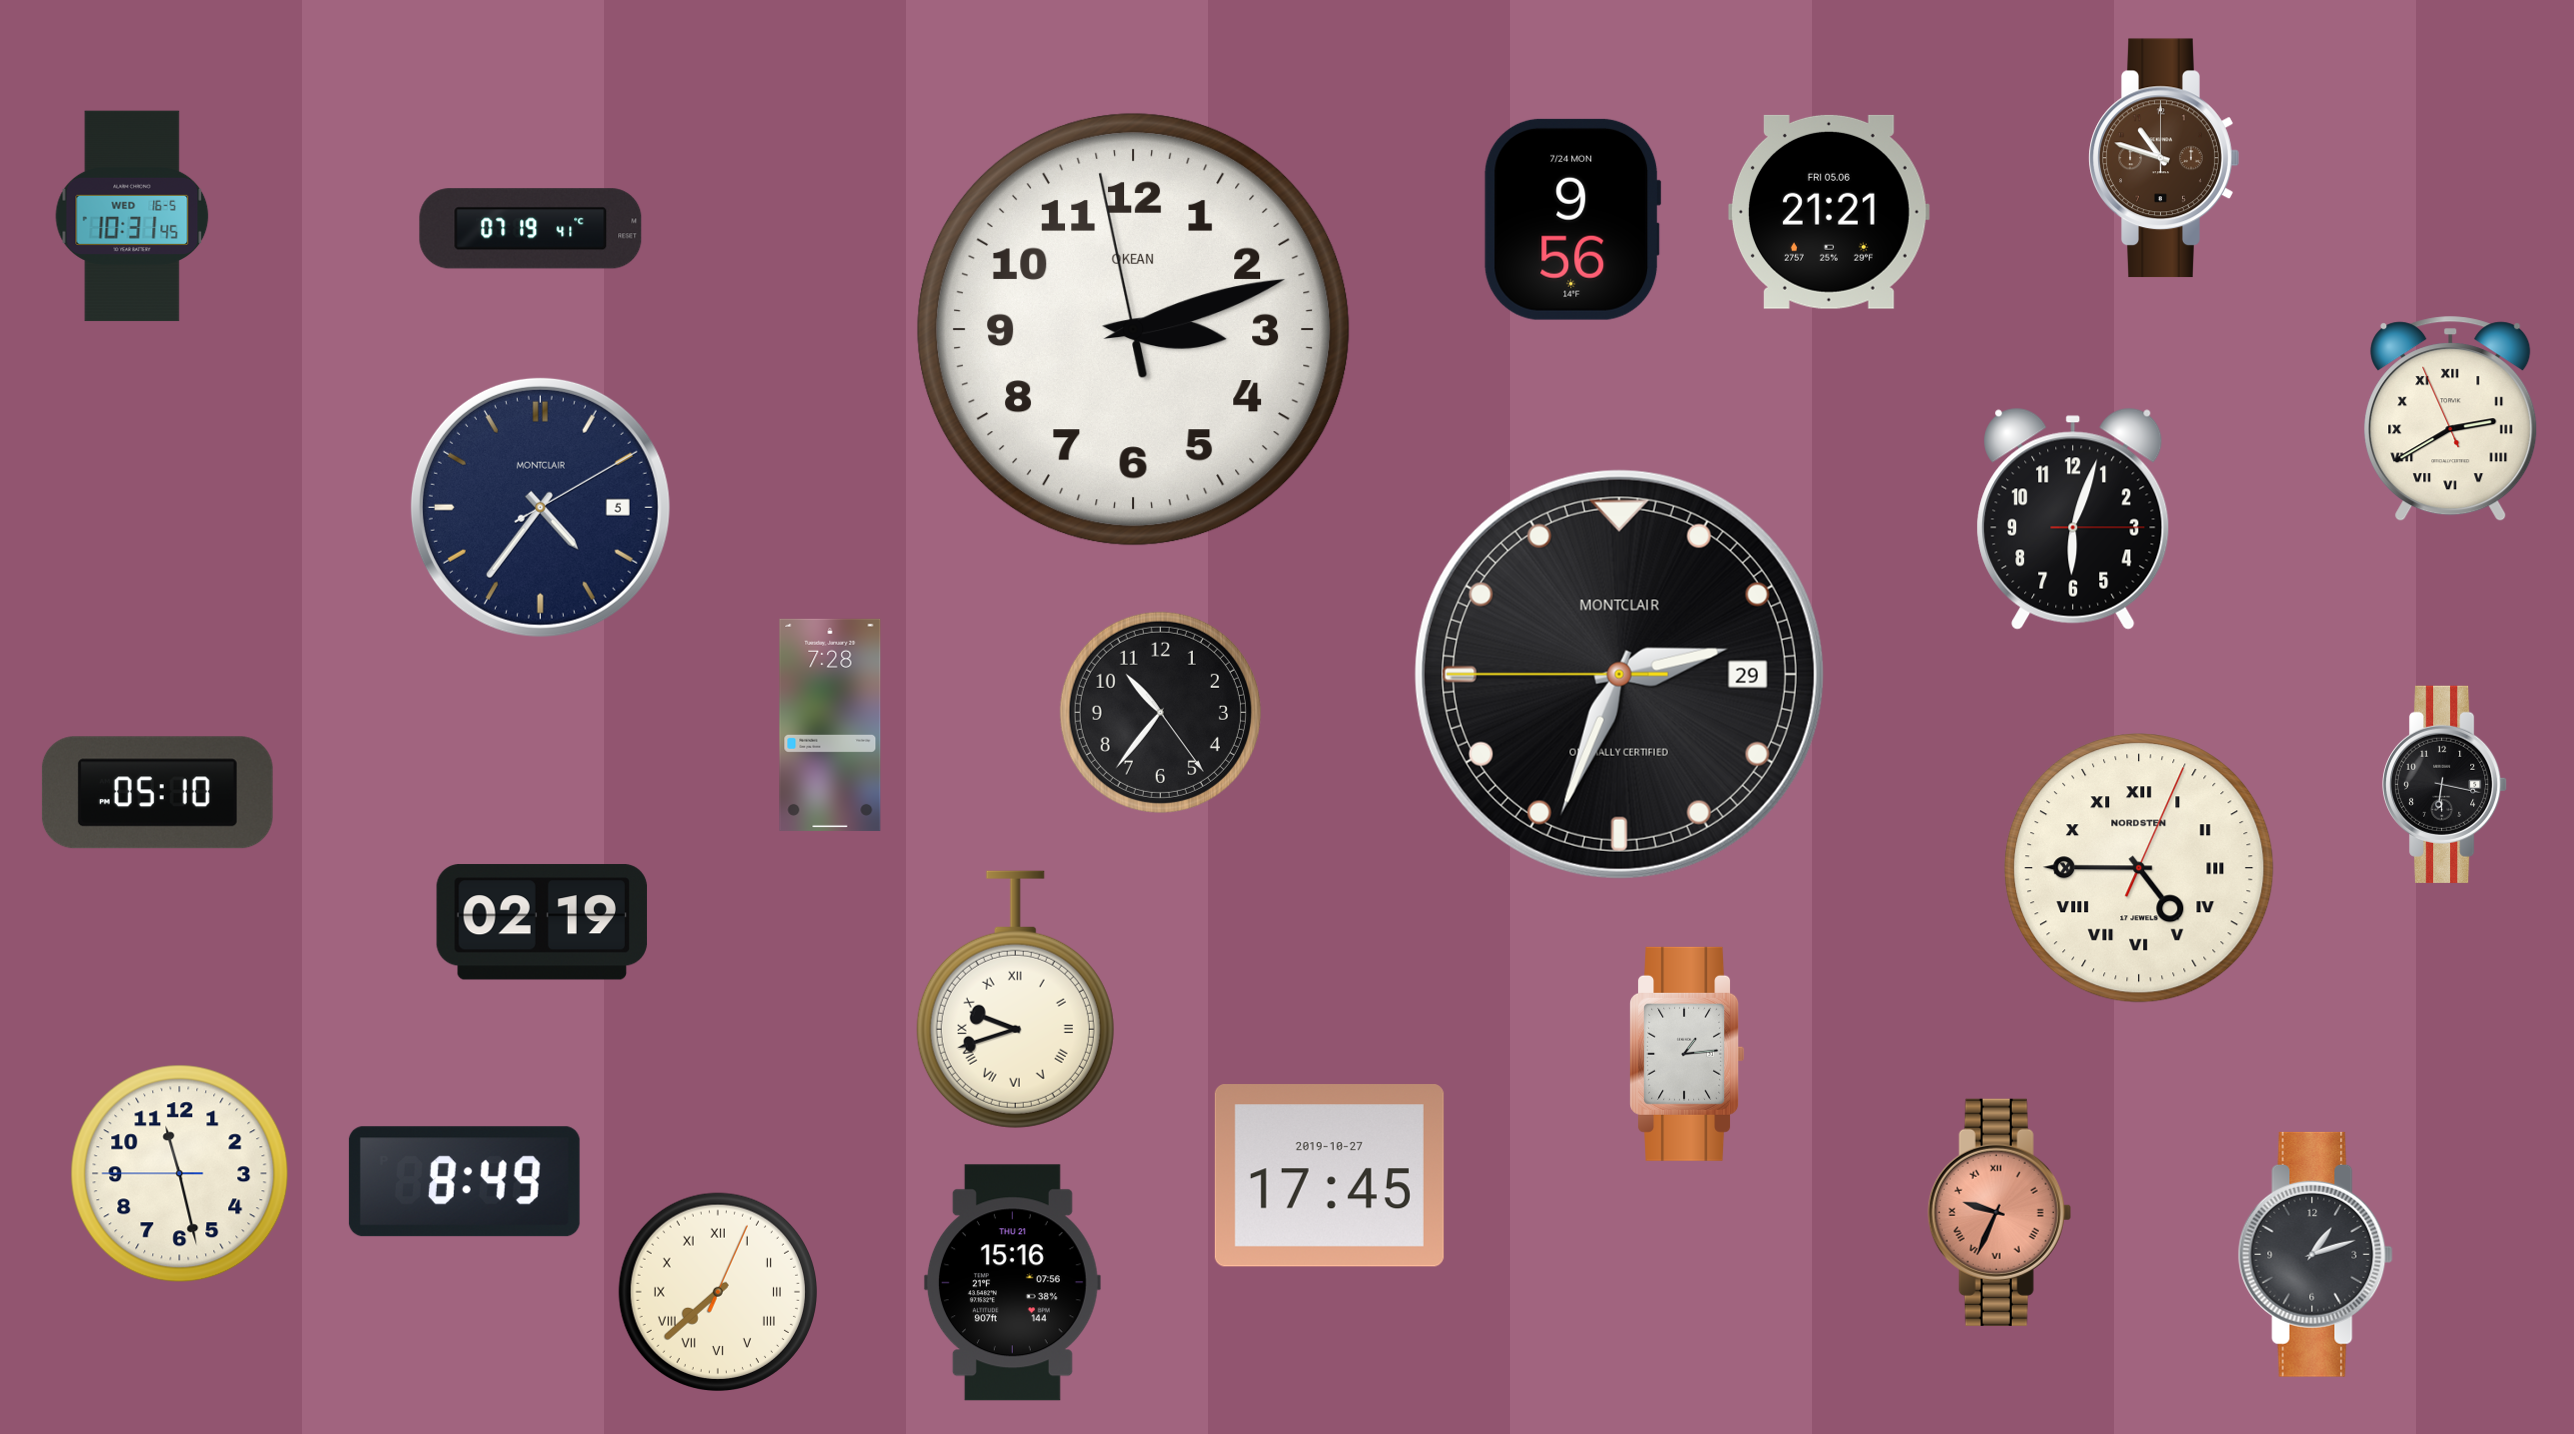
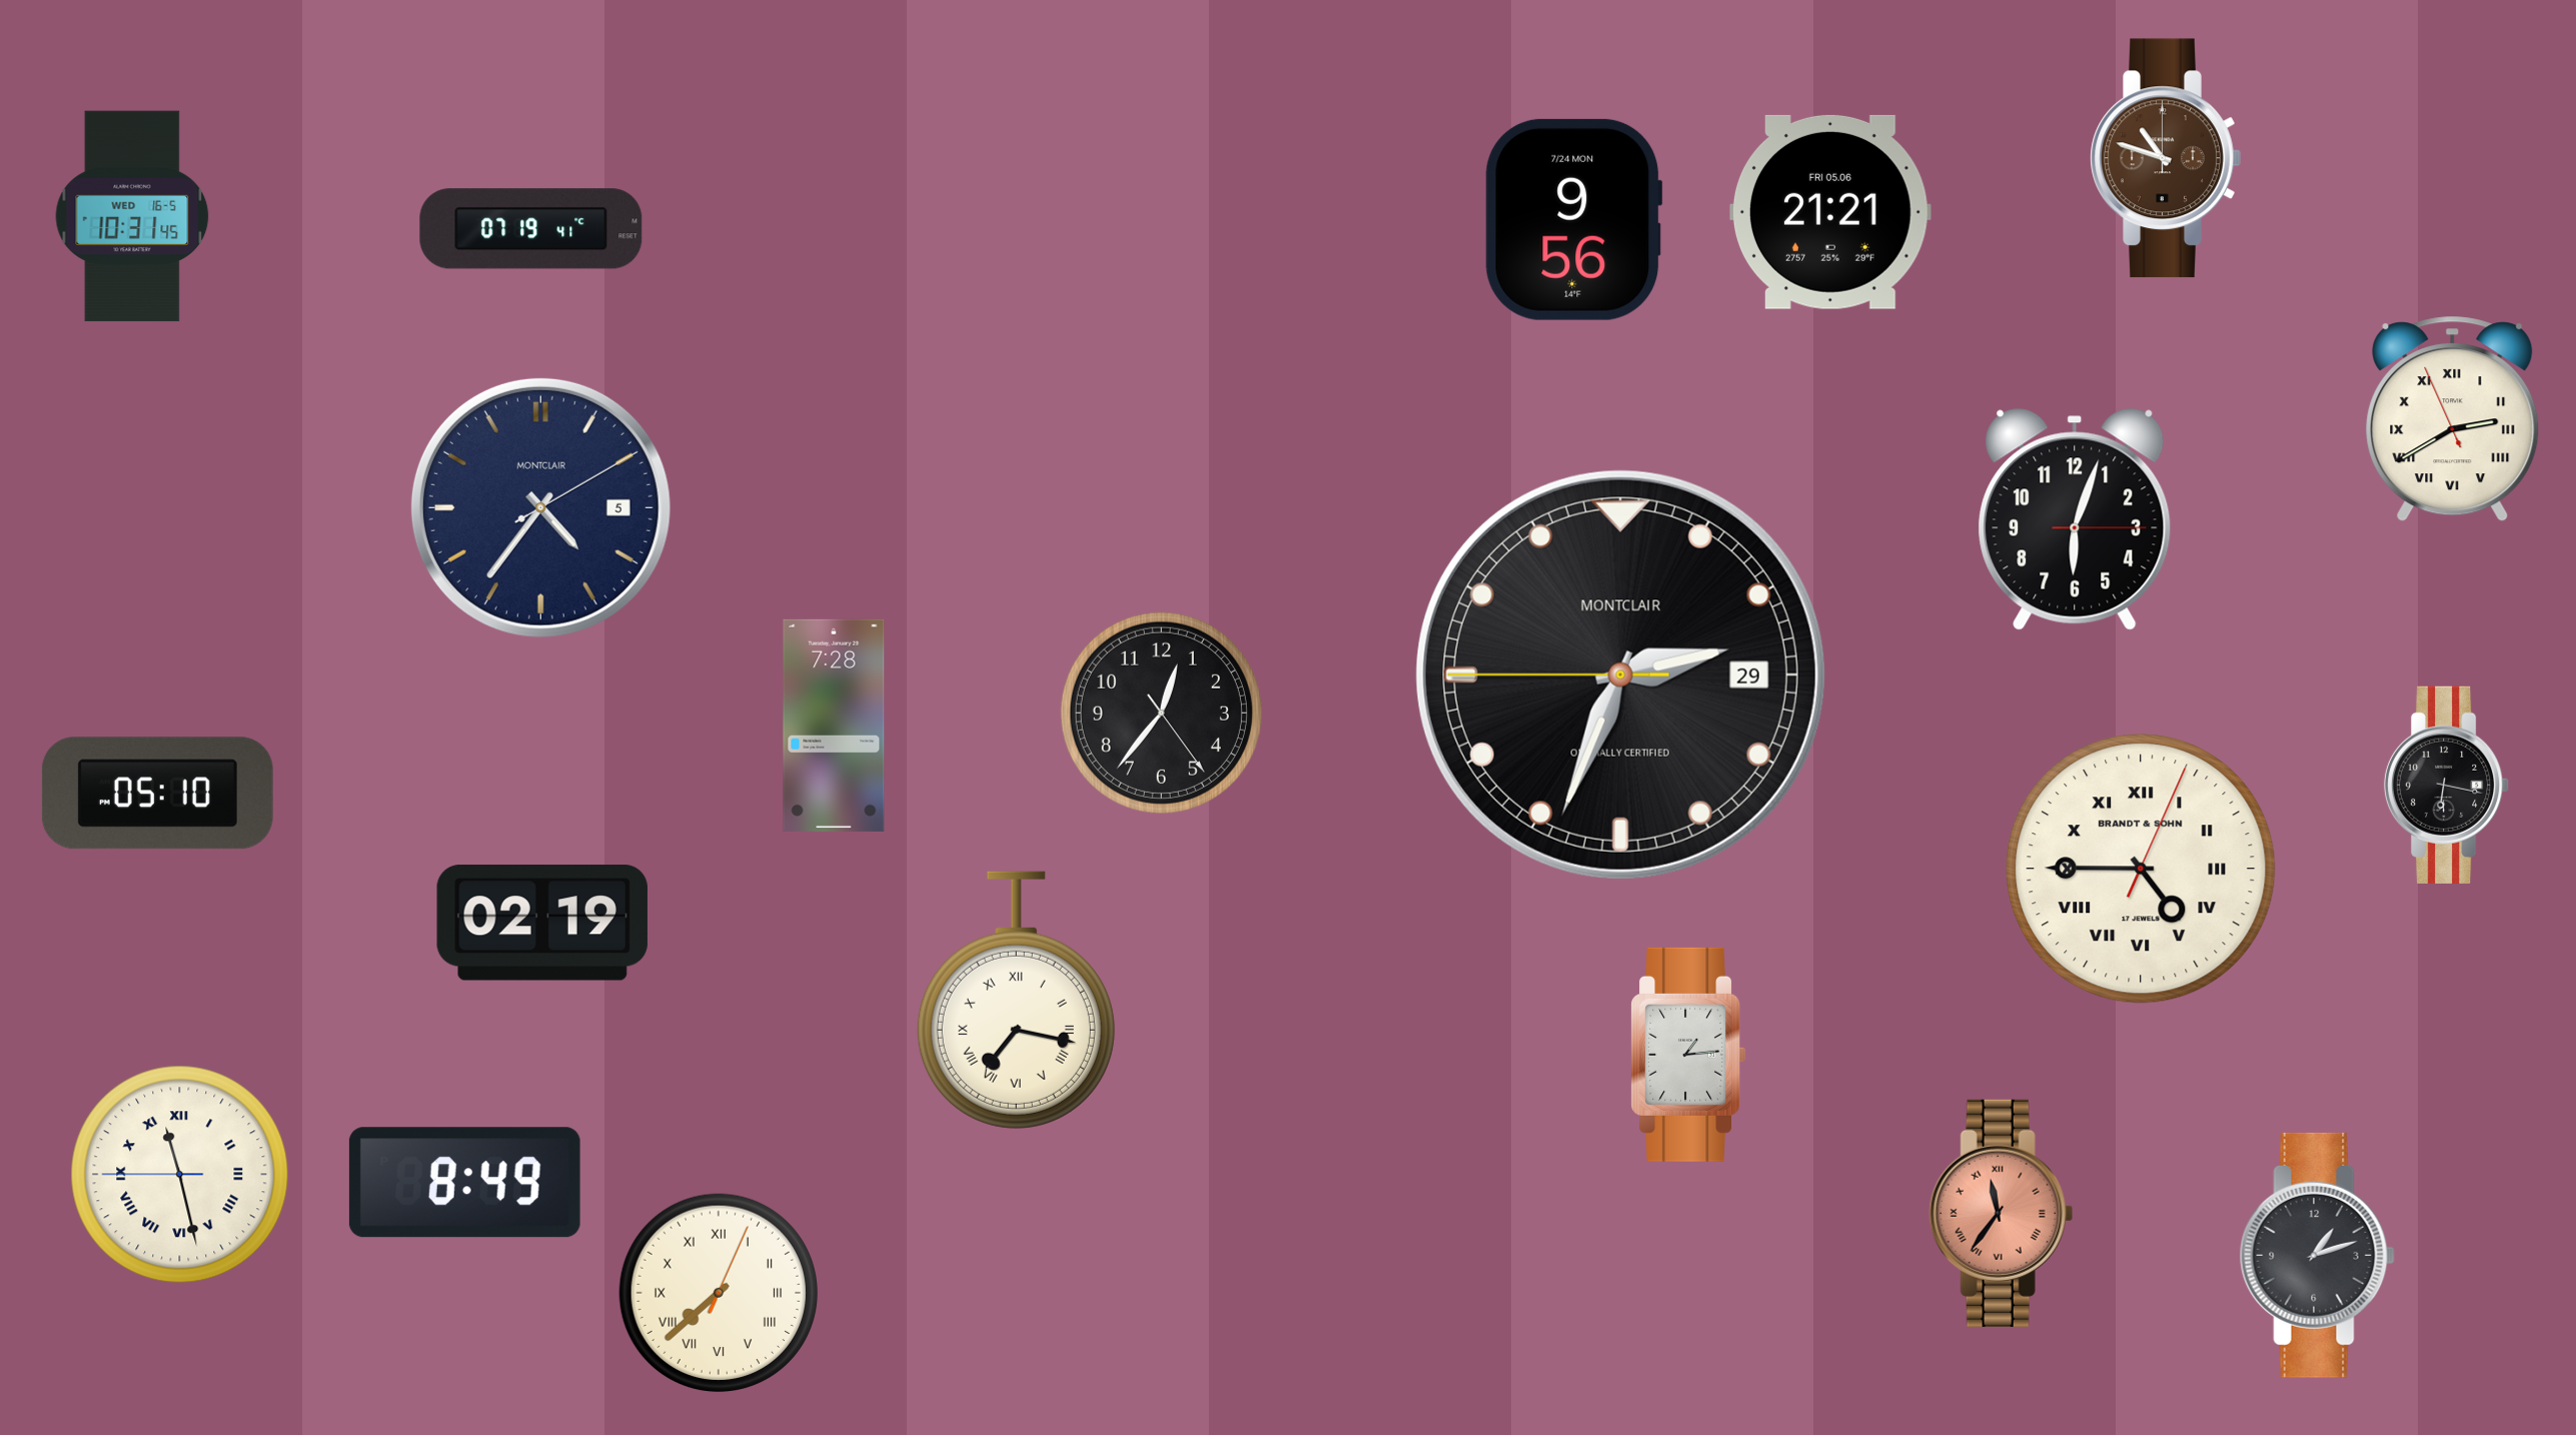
clock at (1133, 329): 3:11 -> none
clock at (1160, 712): 10:36 -> 12:36
clock at (830, 725) position: (830, 725) -> (834, 726)
clock at (2139, 868) brand: NORDSTEN -> BRANDT & SOHN
clock at (1015, 1000): 9:42 -> 7:17
clock at (180, 1174) numerals: Arabic -> Roman
clock at (1329, 1176): 17:45 -> none
clock at (1999, 1212): 9:34 -> 11:36
clock at (1012, 1283): 15:16 -> none
